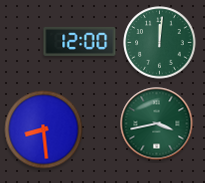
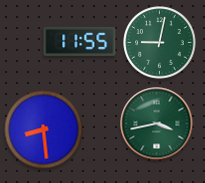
clock at (80, 41): 12:00 -> 11:55
clock at (160, 43): 12:01 -> 9:02
